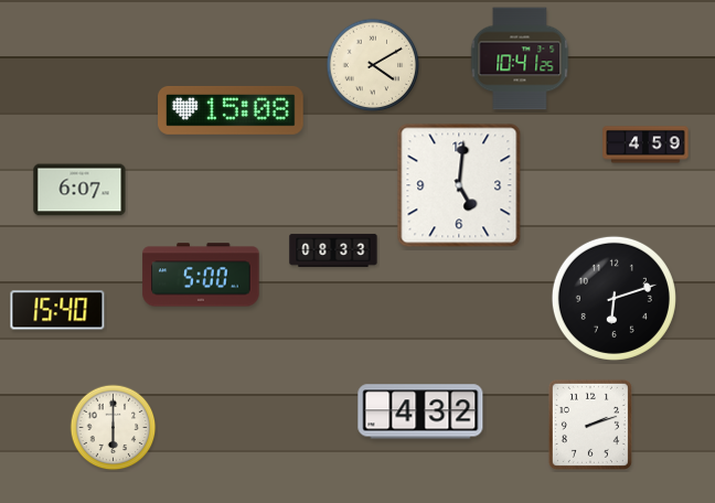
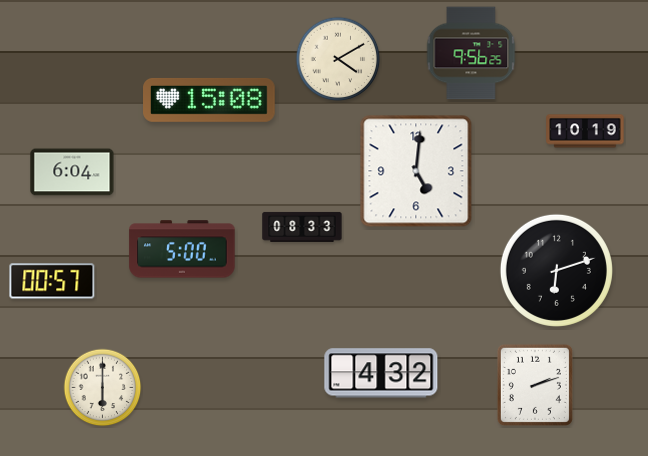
clock at (520, 58): 10:41 -> 9:56
clock at (645, 145): 4:59 -> 10:19
clock at (459, 185) position: (459, 185) -> (416, 171)
clock at (79, 190): 6:07 -> 6:04
clock at (57, 310): 15:40 -> 00:57
